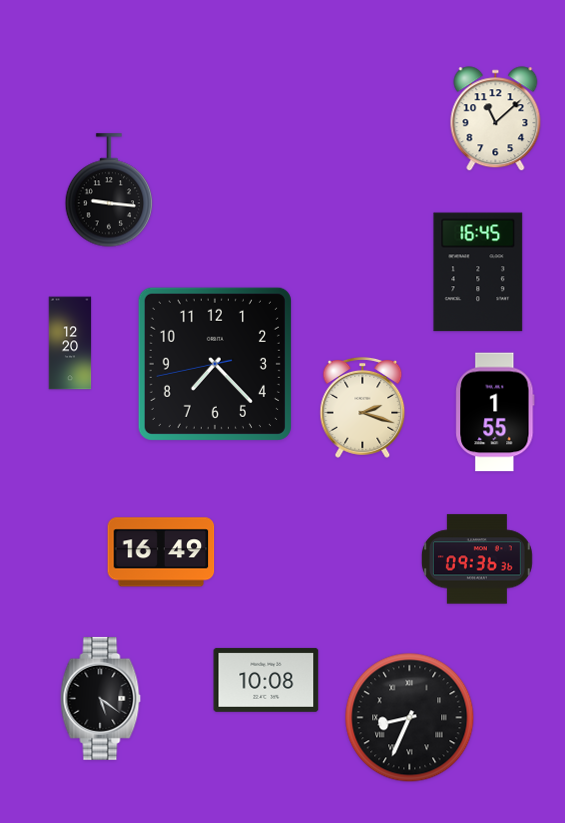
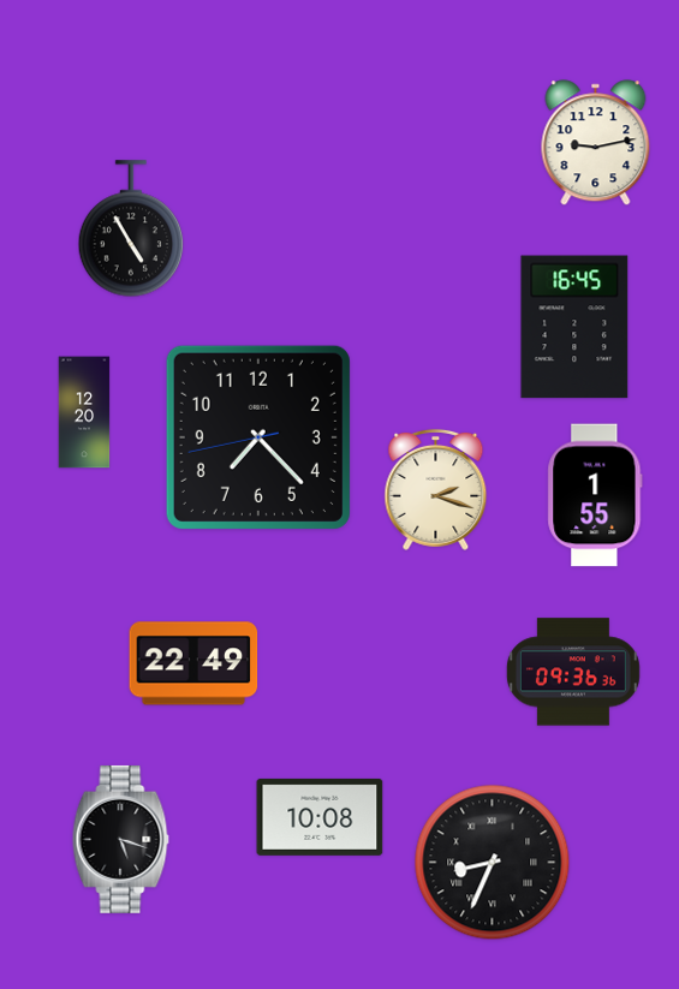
clock at (496, 119): 11:08 -> 9:13
clock at (109, 190): 9:16 -> 4:55
clock at (161, 552): 16:49 -> 22:49
clock at (101, 698): 5:21 -> 5:18
